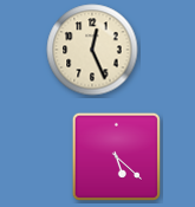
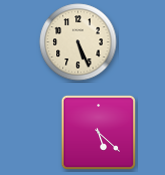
clock at (92, 50): 12:26 -> 5:26
